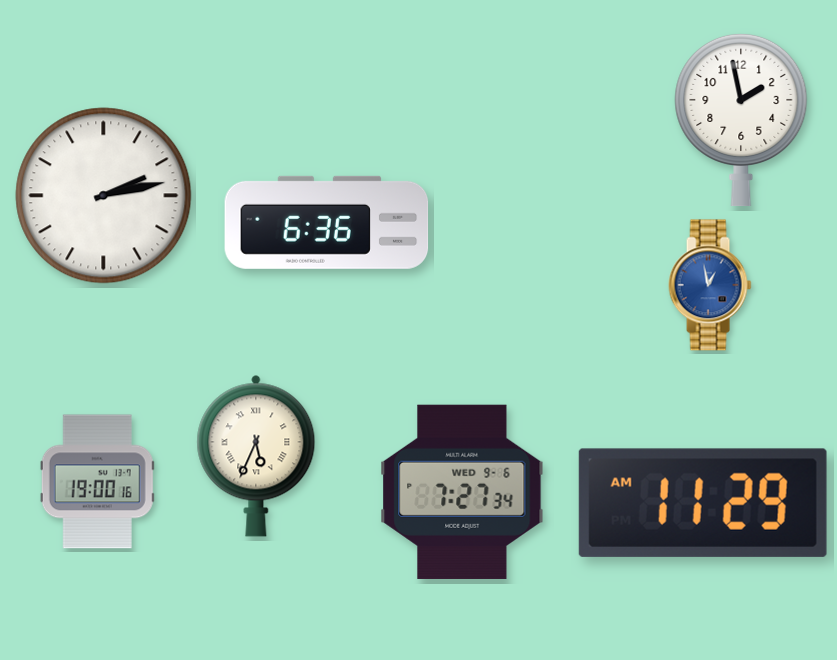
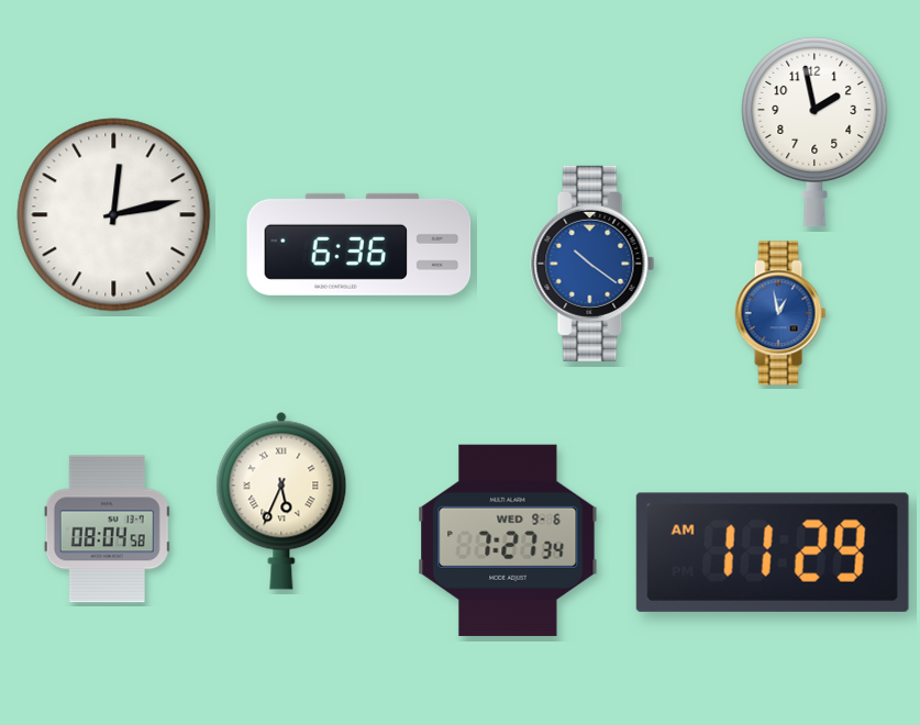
clock at (104, 196): 2:13 -> 12:13
clock at (592, 264): none -> 10:21
clock at (97, 482): 19:00 -> 08:04
